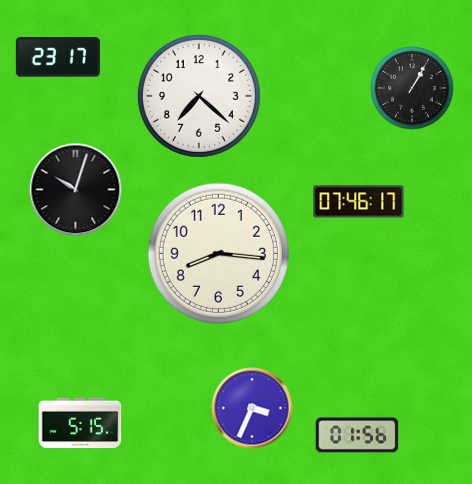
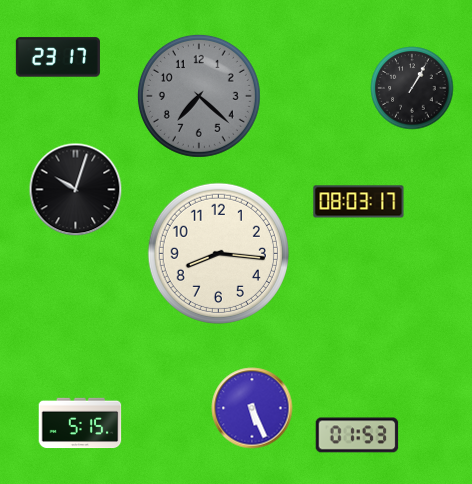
clock at (199, 96) dial: white -> grey
clock at (359, 202): 07:46 -> 08:03
clock at (252, 408): 3:34 -> 5:26
clock at (357, 435): 01:56 -> 01:53
